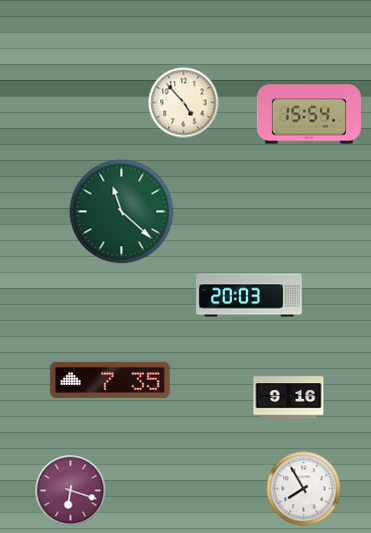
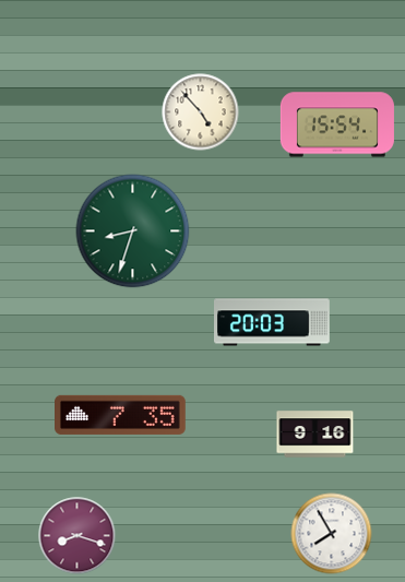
clock at (122, 212): 11:22 -> 8:33
clock at (71, 491): 6:18 -> 8:18
